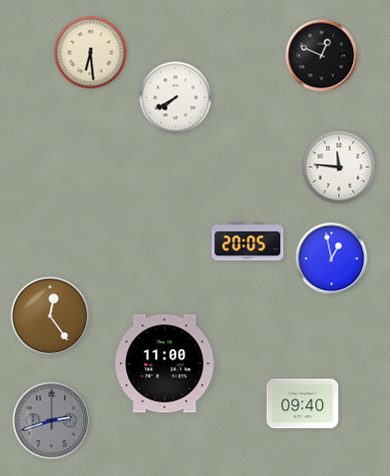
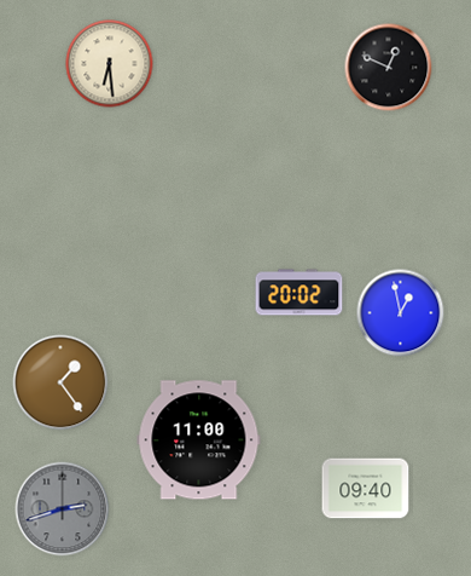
clock at (176, 98): 7:40 -> none
clock at (339, 167): 11:46 -> none
clock at (248, 242): 20:05 -> 20:02
clock at (50, 316): 12:24 -> 1:24
